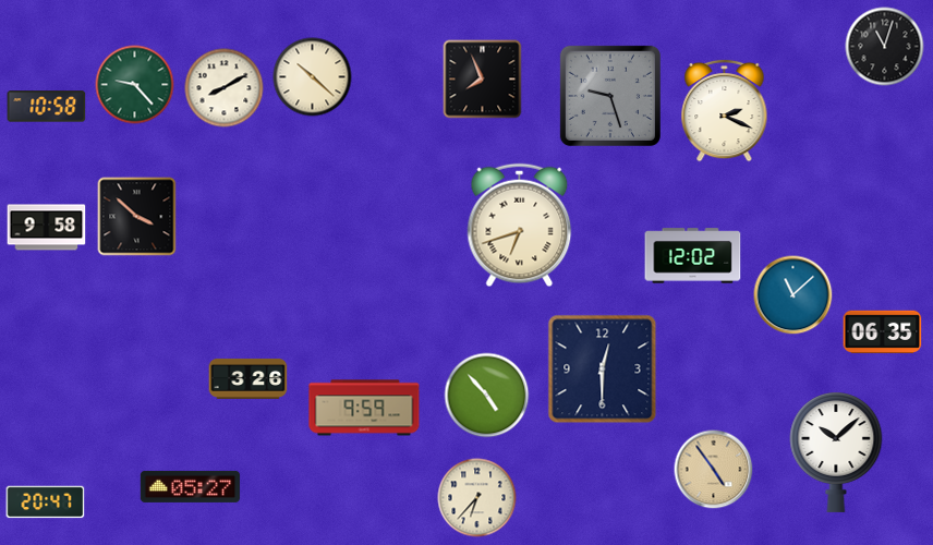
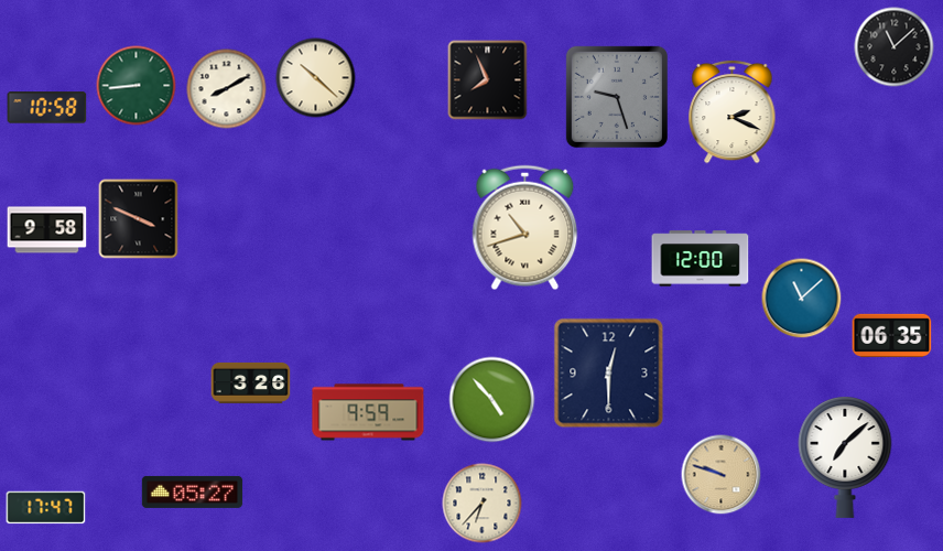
clock at (885, 47): 11:03 -> 11:08
clock at (135, 85): 9:23 -> 8:44
clock at (137, 217): 3:52 -> 3:49
clock at (520, 226): 6:42 -> 10:42
clock at (693, 256): 12:02 -> 12:00
clock at (836, 452): 10:08 -> 7:08
clock at (714, 470): 4:54 -> 9:48
clock at (46, 502): 20:47 -> 17:47
